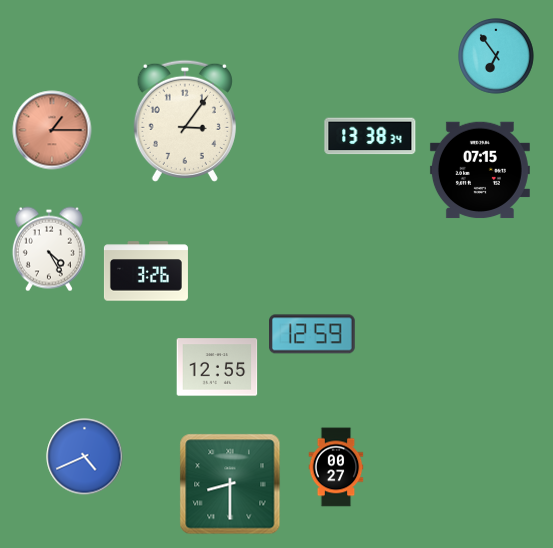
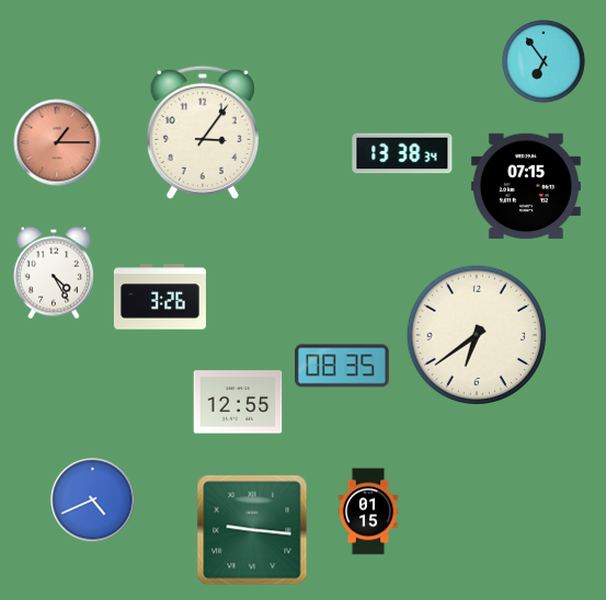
clock at (370, 136) position: (370, 136) -> (402, 153)
clock at (477, 335): none -> 6:39
clock at (313, 334): 12:59 -> 08:35
clock at (336, 467): 00:27 -> 01:15
clock at (230, 484): 8:30 -> 9:16
